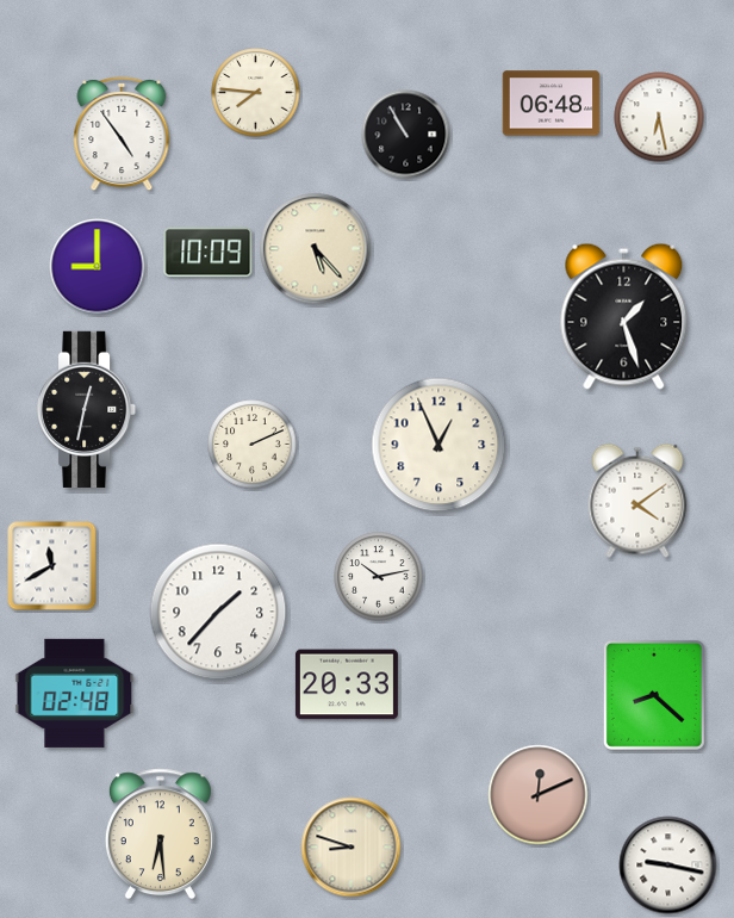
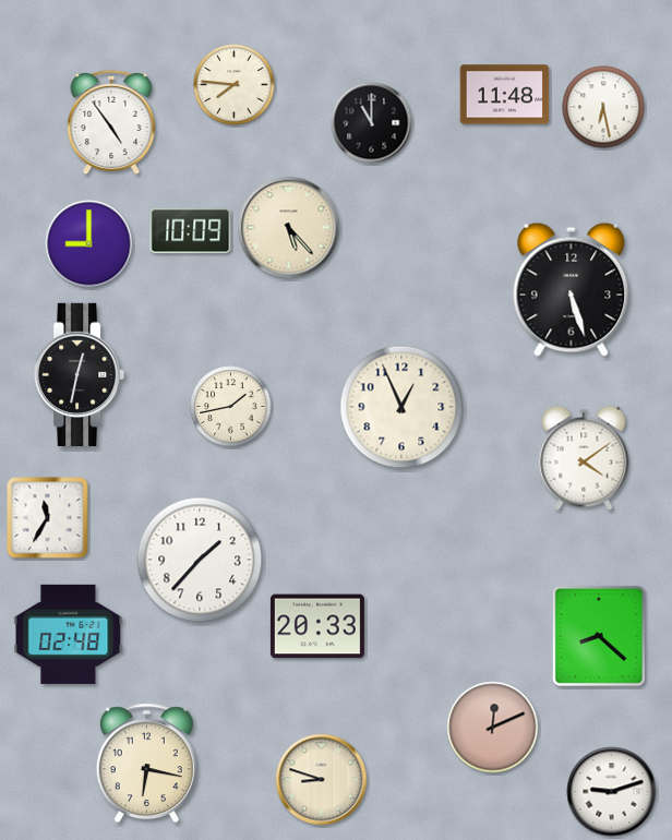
clock at (552, 104): 06:48 -> 11:48
clock at (406, 135): 10:55 -> 11:00
clock at (624, 316): 1:27 -> 5:27
clock at (253, 445): 2:11 -> 1:43
clock at (52, 566): 11:40 -> 11:35
clock at (379, 577): 10:13 -> none
clock at (160, 835): 6:29 -> 6:17
clock at (352, 848) position: (352, 848) -> (322, 780)
clock at (668, 866): 9:17 -> 9:12
